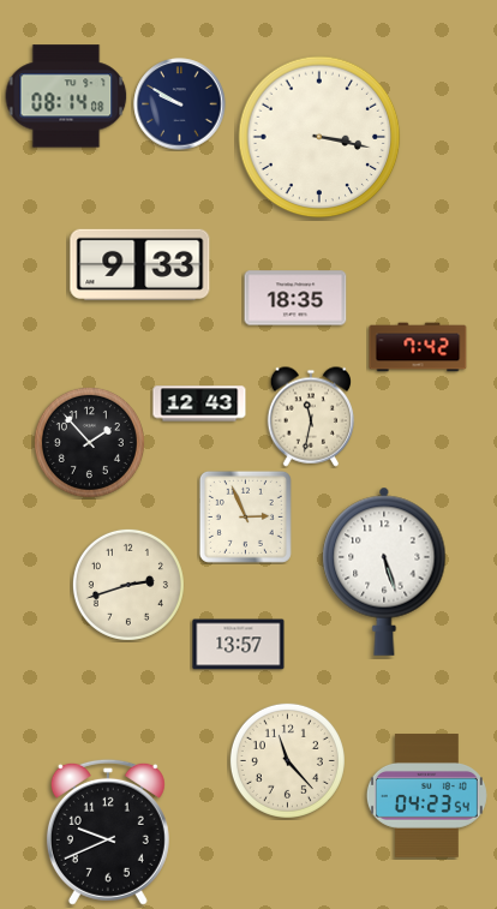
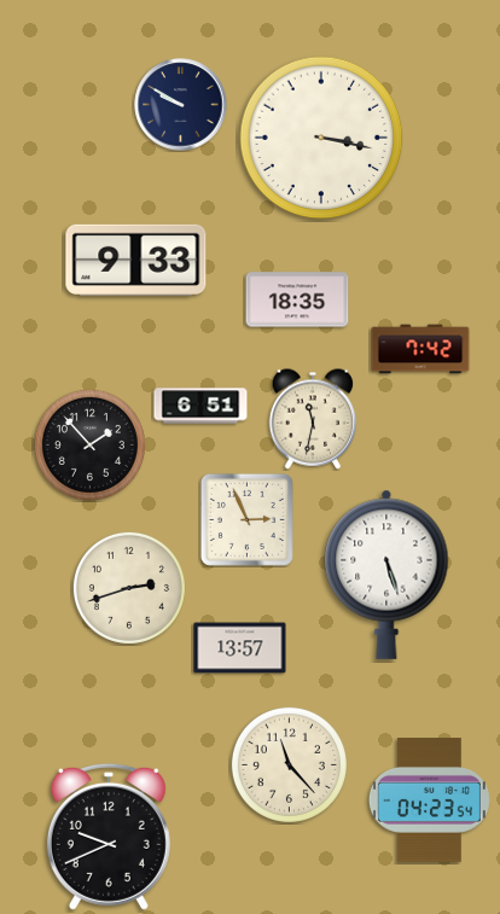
clock at (66, 96): 08:14 -> none
clock at (140, 264) position: (140, 264) -> (136, 260)
clock at (199, 403): 12:43 -> 6:51
